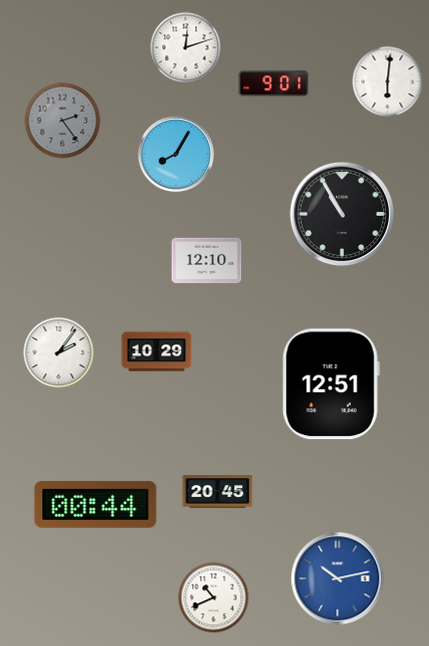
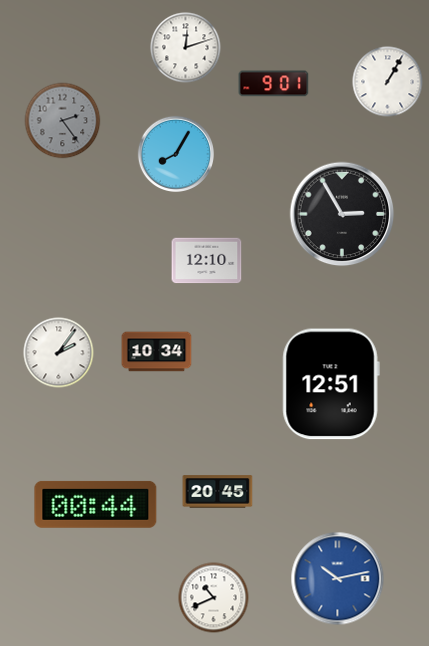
clock at (388, 82): 6:01 -> 1:05
clock at (342, 214): 10:55 -> 2:55
clock at (157, 352): 10:29 -> 10:34
